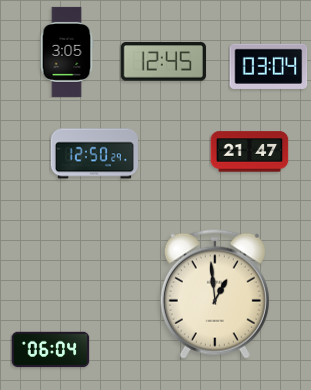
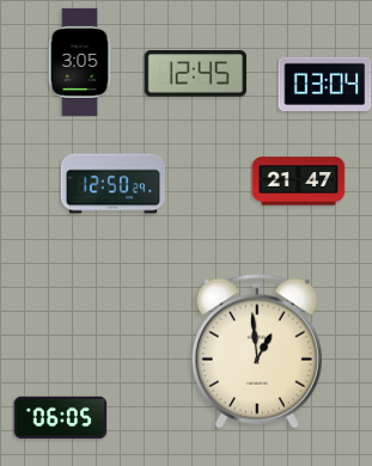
clock at (268, 66) position: (268, 66) -> (324, 84)
clock at (50, 350): 06:04 -> 06:05
